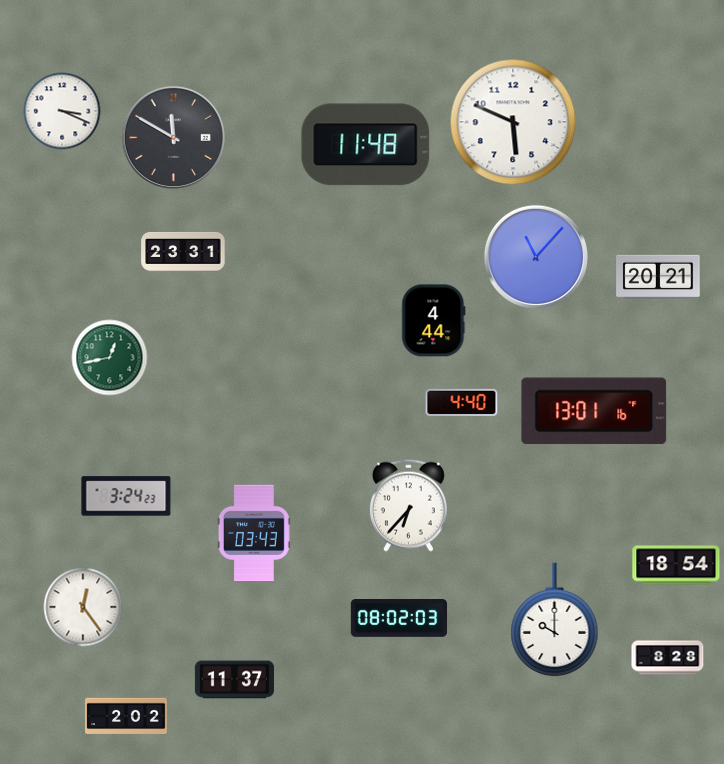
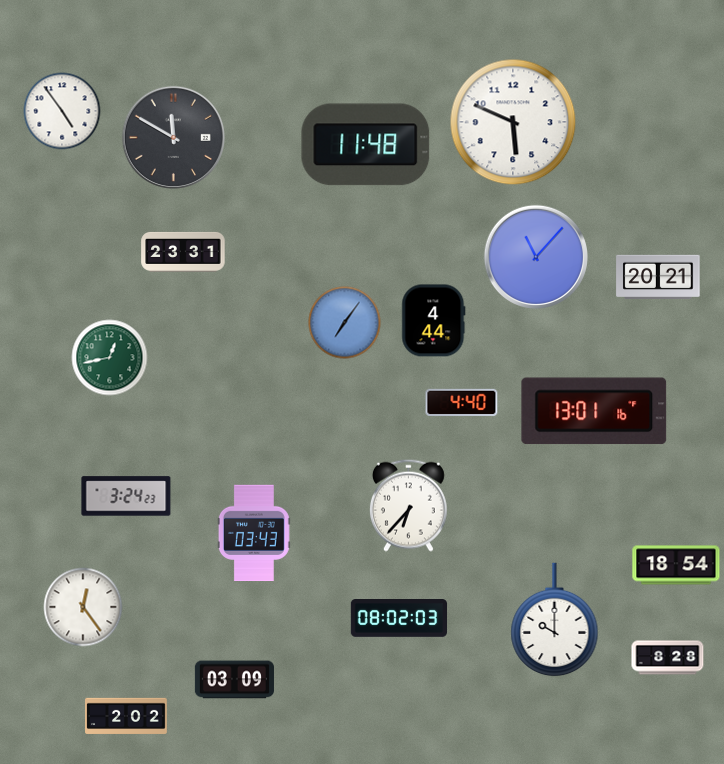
clock at (62, 111): 3:19 -> 4:54
clock at (345, 323): none -> 7:06
clock at (234, 680): 11:37 -> 03:09
